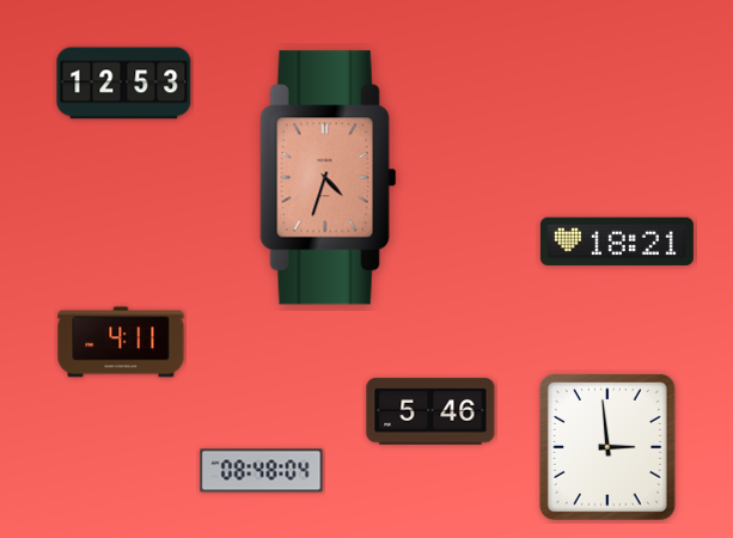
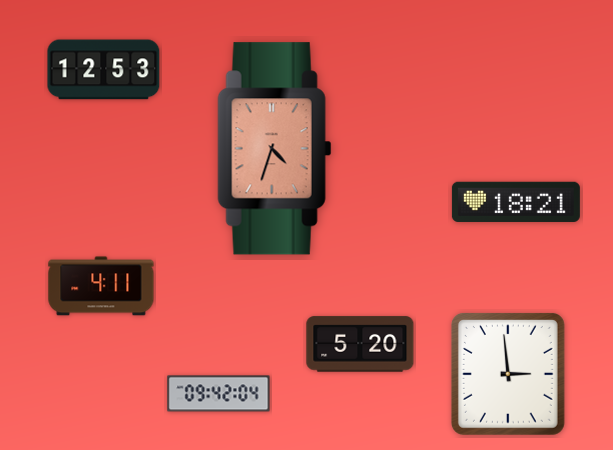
clock at (430, 411): 5:46 -> 5:20
clock at (262, 471): 08:48 -> 09:42
